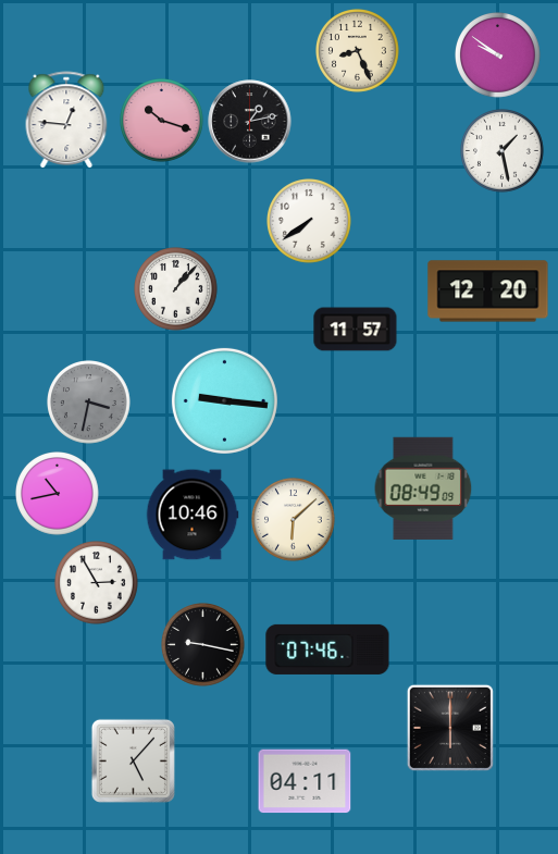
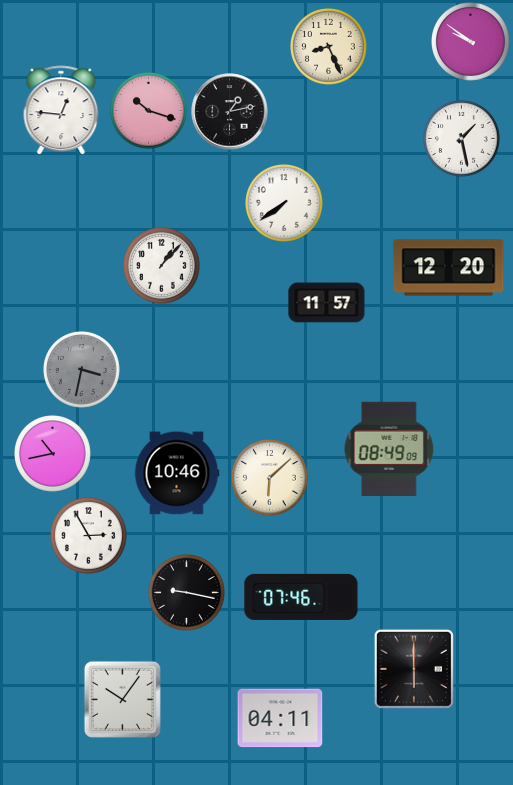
clock at (498, 55) position: (498, 55) -> (471, 42)
clock at (224, 400): 9:16 -> none
clock at (133, 760): 5:07 -> 10:06
